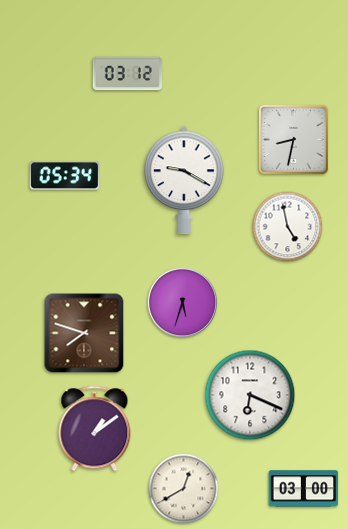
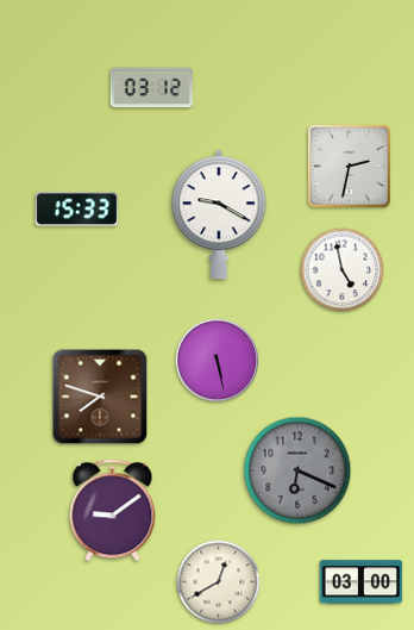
clock at (293, 139): 8:32 -> 2:32
clock at (65, 176): 05:34 -> 15:33
clock at (182, 302): 5:33 -> 5:28
clock at (250, 395) dial: white -> grey
clock at (95, 429): 1:09 -> 9:09
